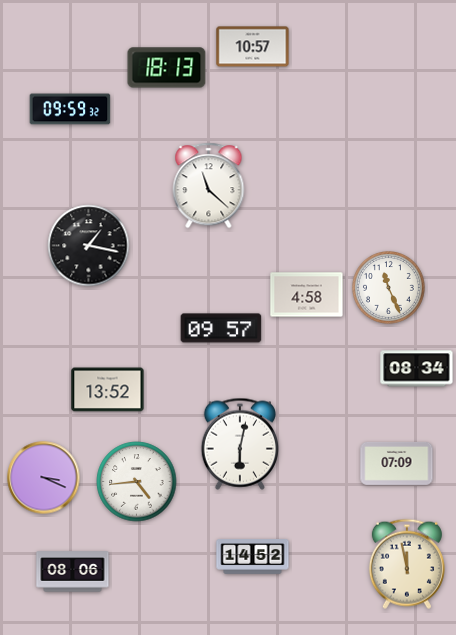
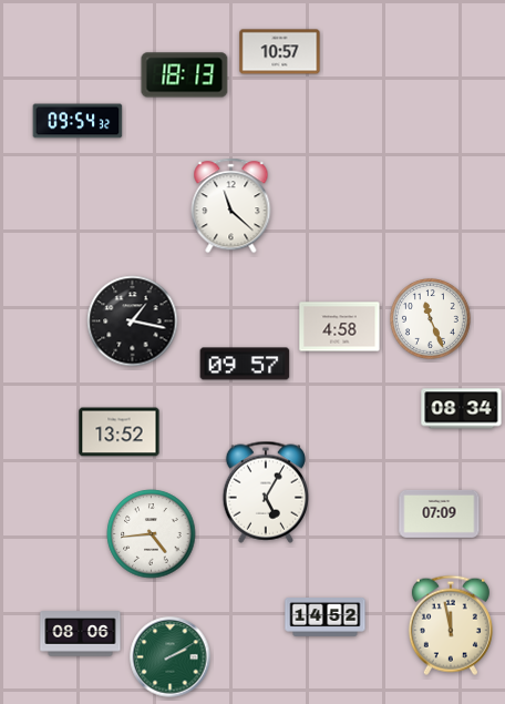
clock at (70, 109): 09:59 -> 09:54
clock at (89, 246) position: (89, 246) -> (133, 322)
clock at (239, 444): 6:02 -> 5:05
clock at (44, 478): 3:19 -> none
clock at (253, 557) position: (253, 557) -> (326, 618)
clock at (171, 657): none -> 2:10
